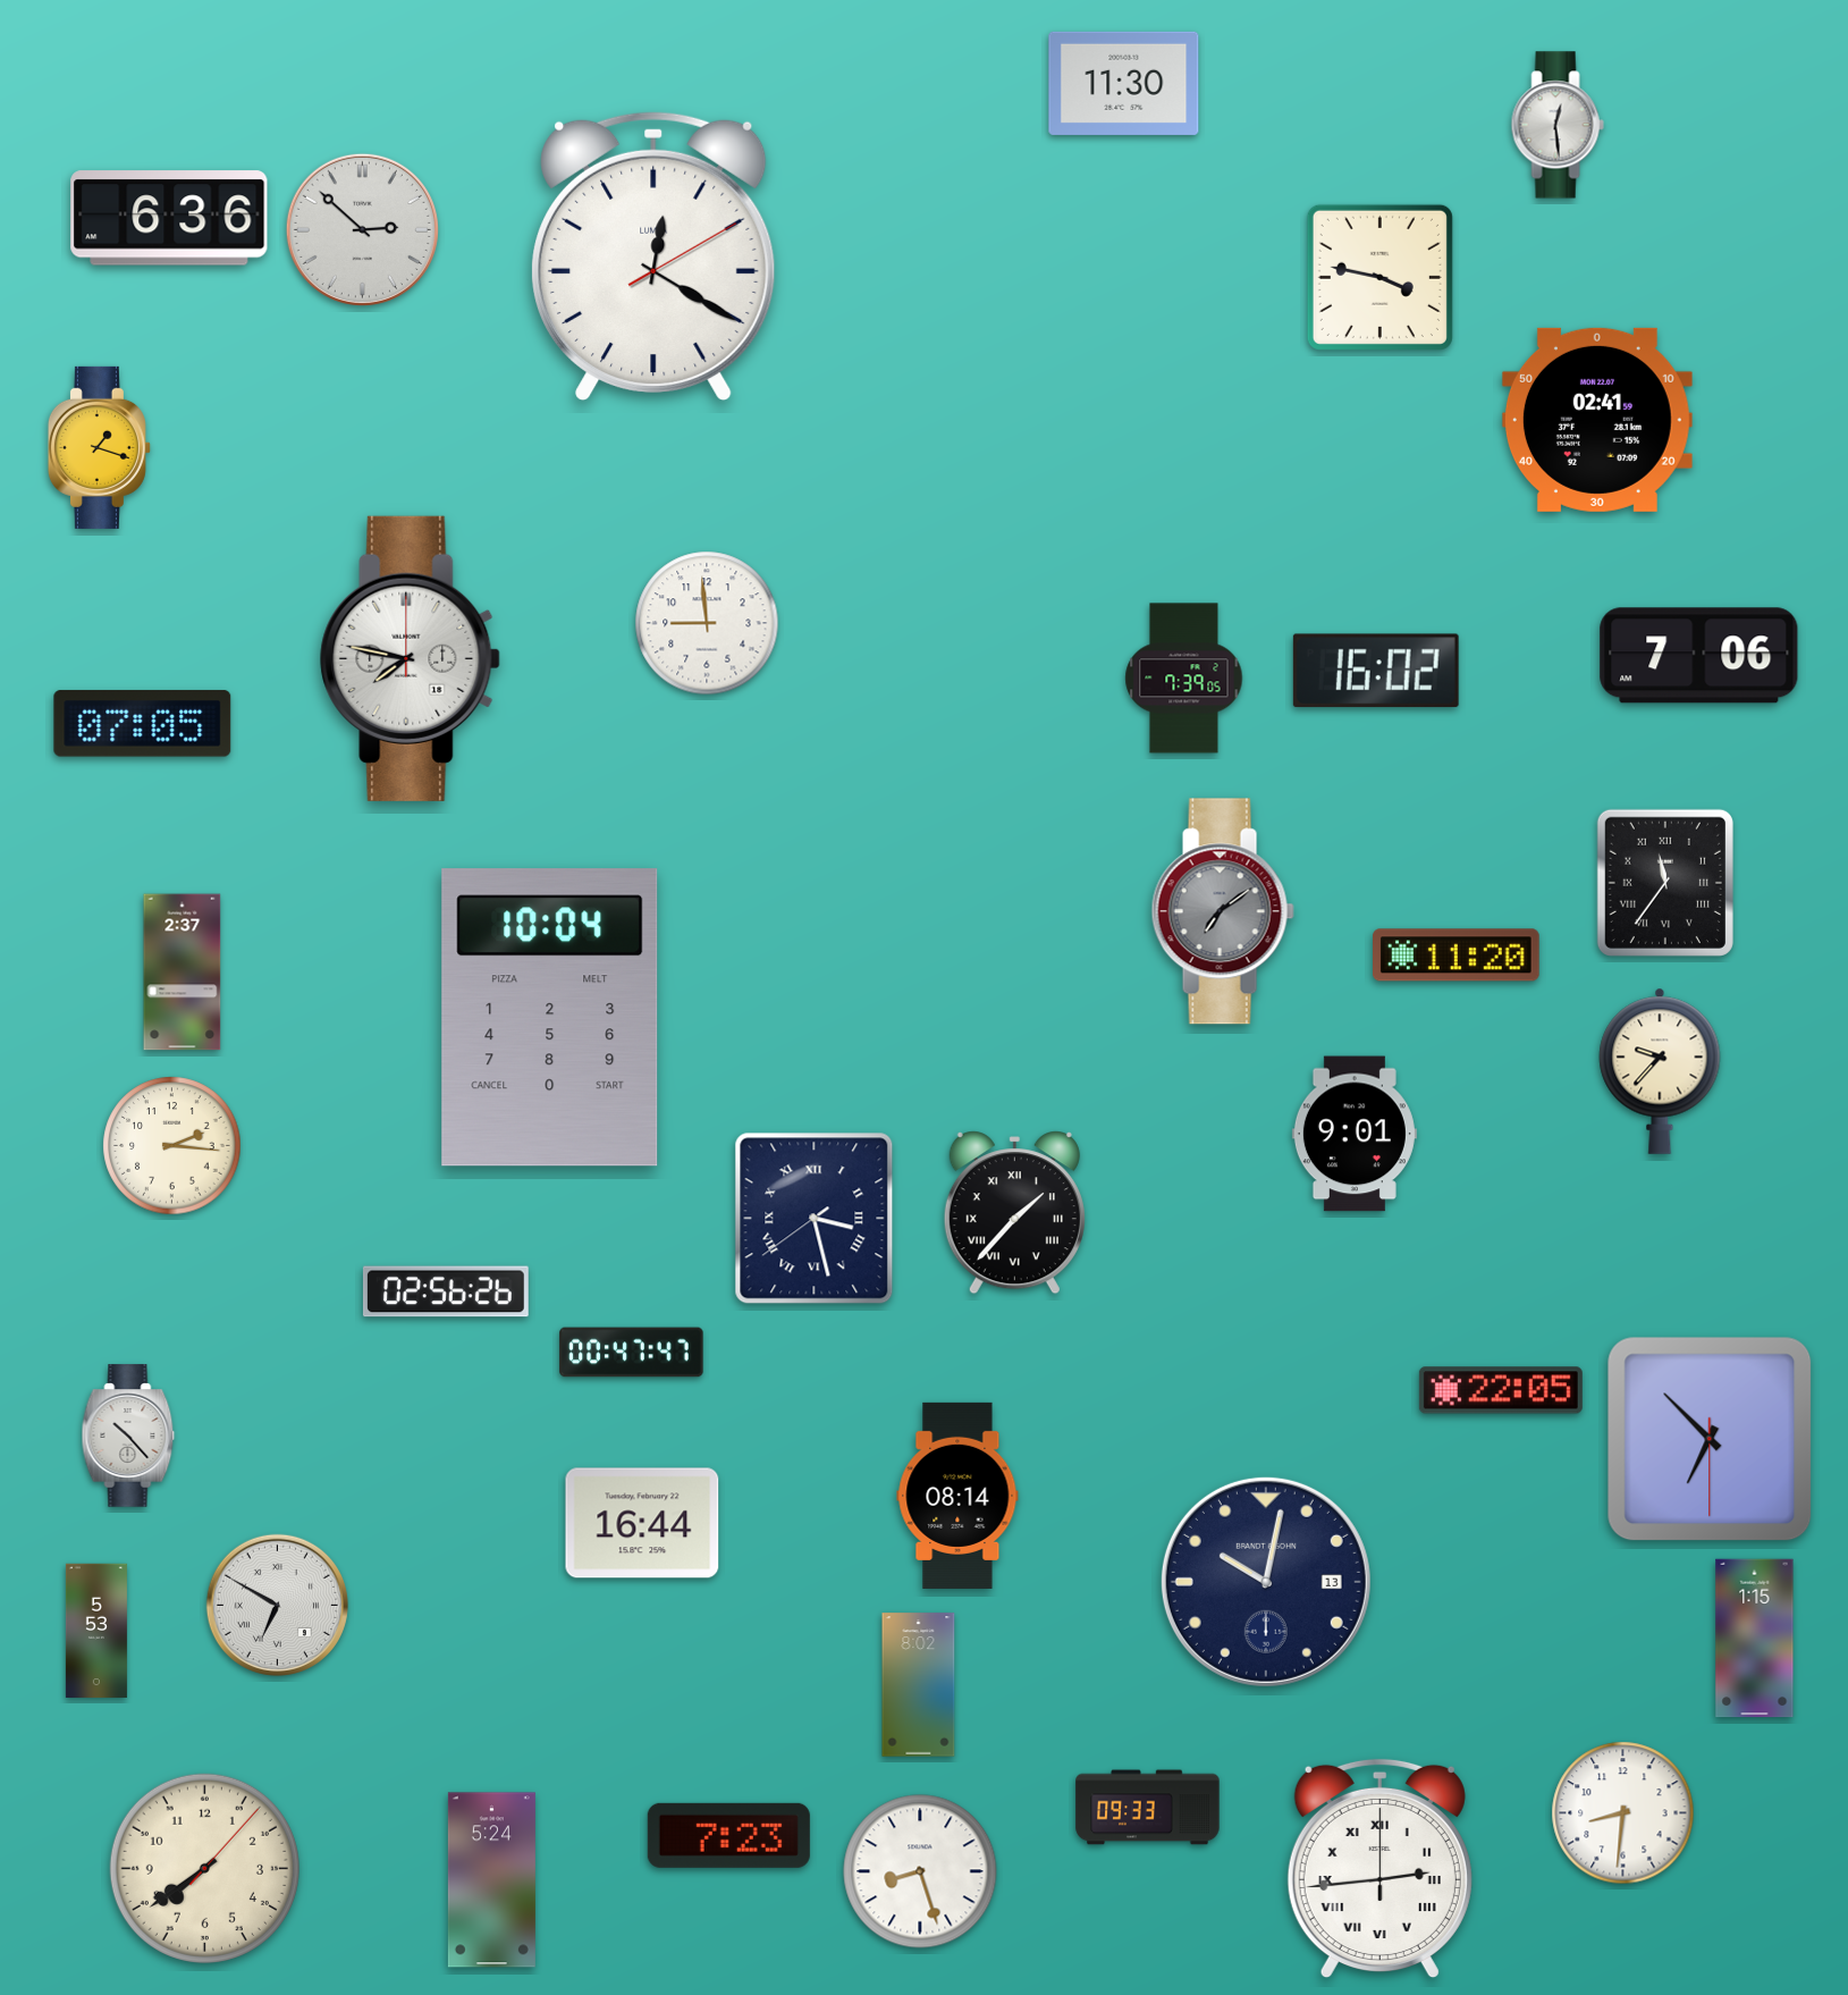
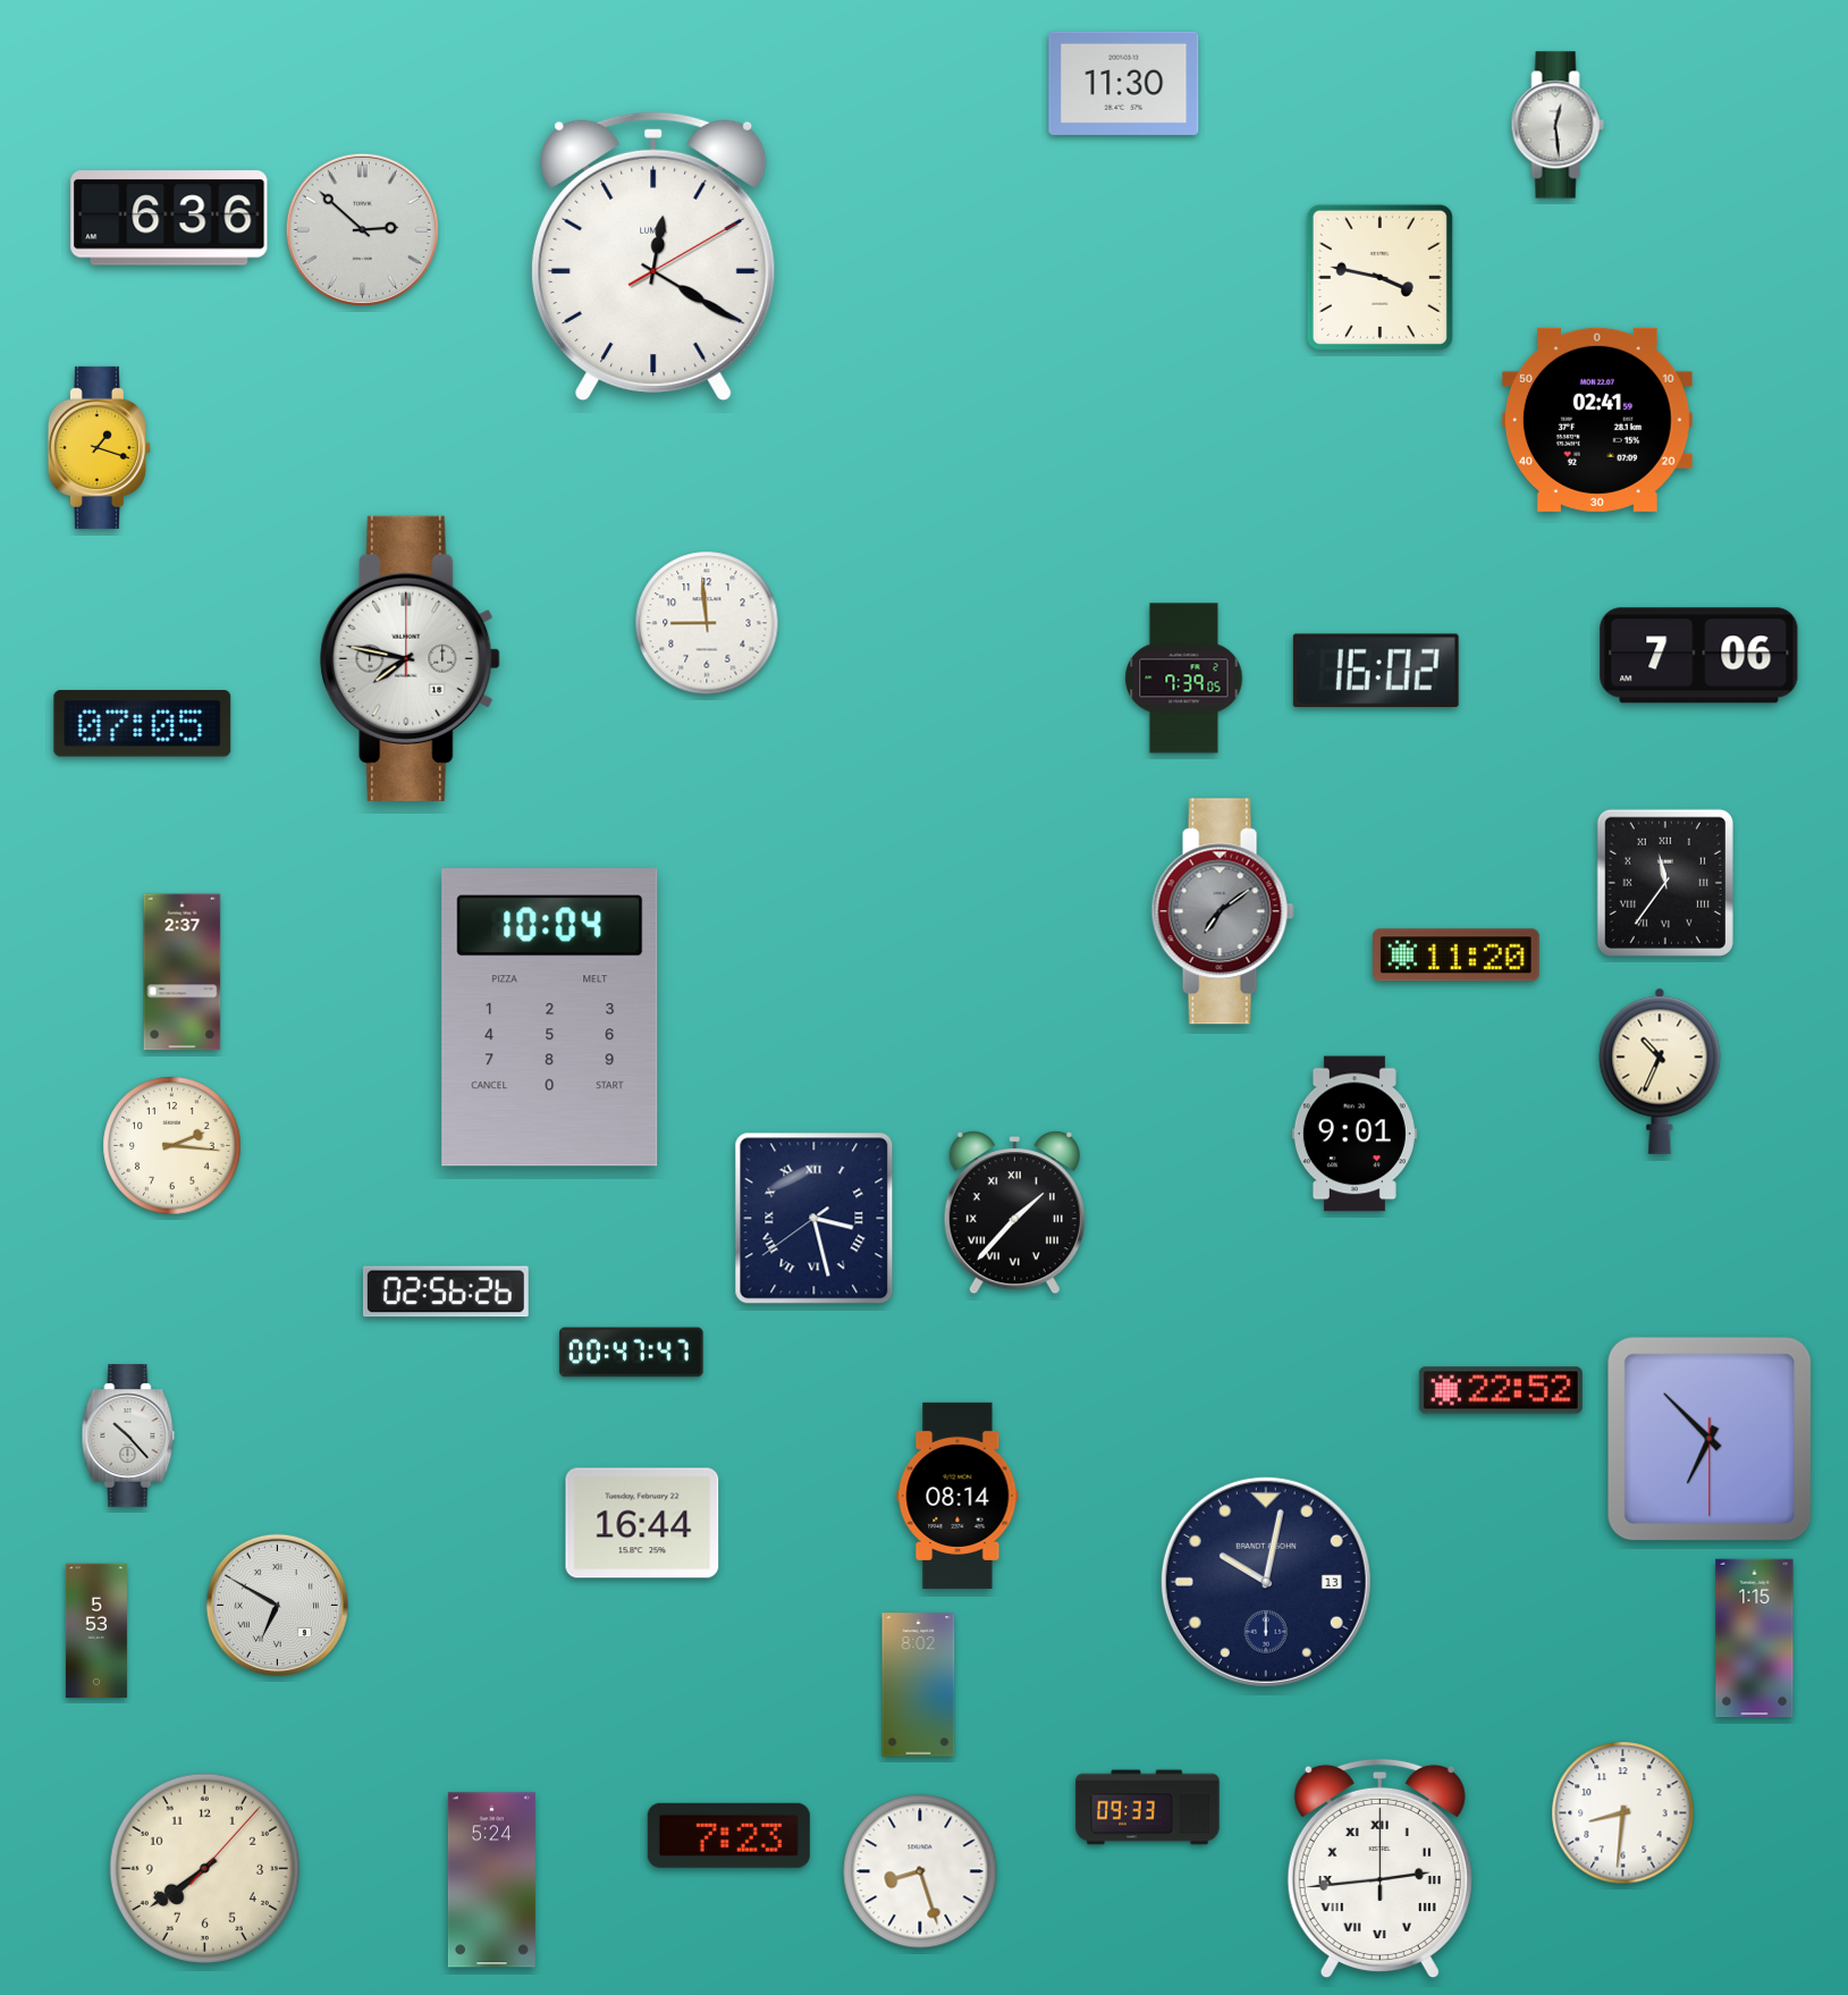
clock at (1660, 1071): 9:37 -> 10:34
clock at (1501, 1390): 22:05 -> 22:52
